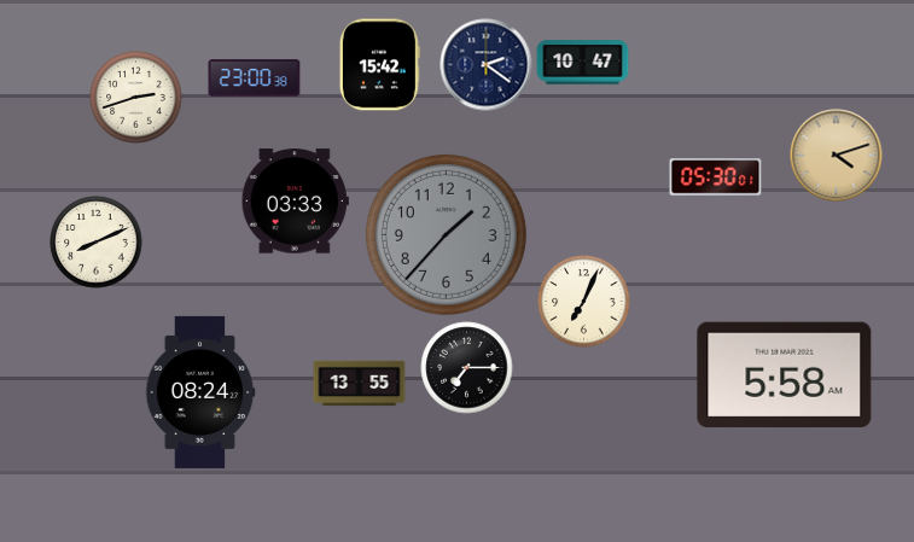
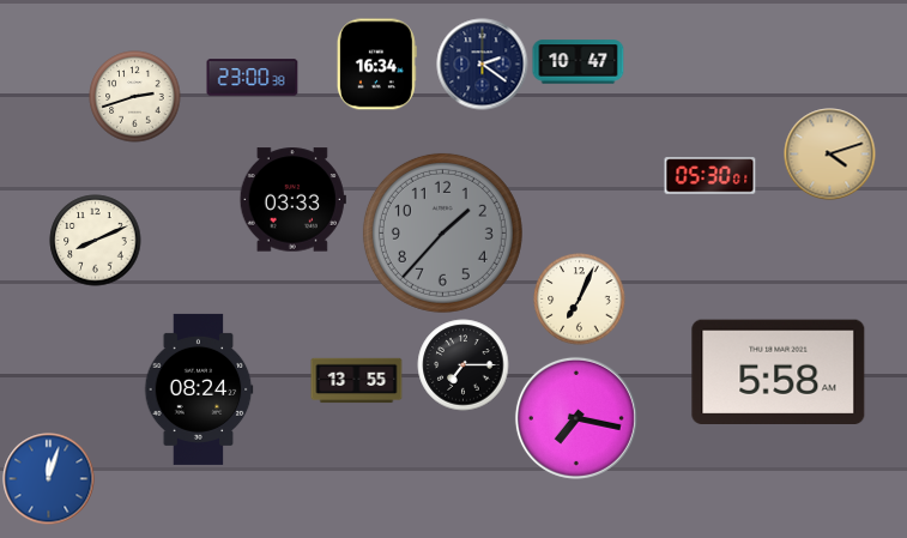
clock at (379, 65): 15:42 -> 16:34
clock at (576, 418): none -> 7:17
clock at (49, 479): none -> 12:03
